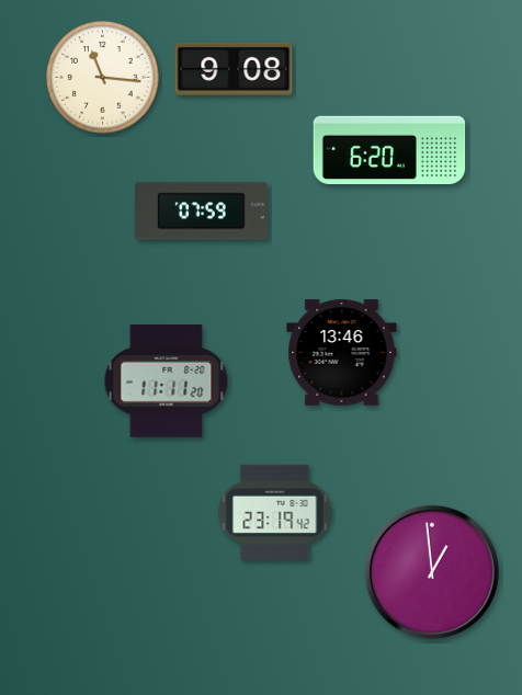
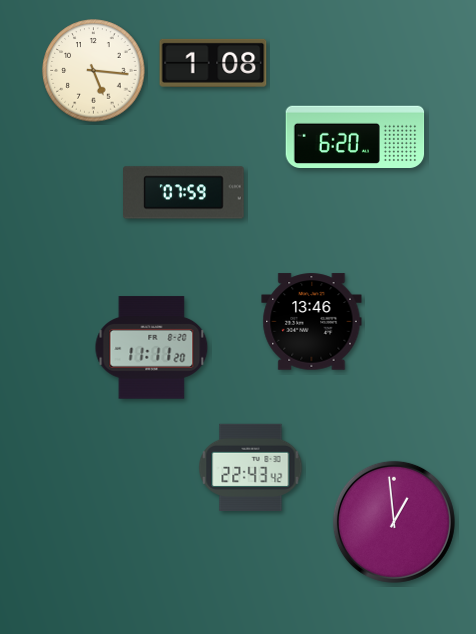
clock at (234, 69): 9:08 -> 1:08
clock at (103, 78): 11:16 -> 5:16
clock at (275, 512): 23:19 -> 22:43
